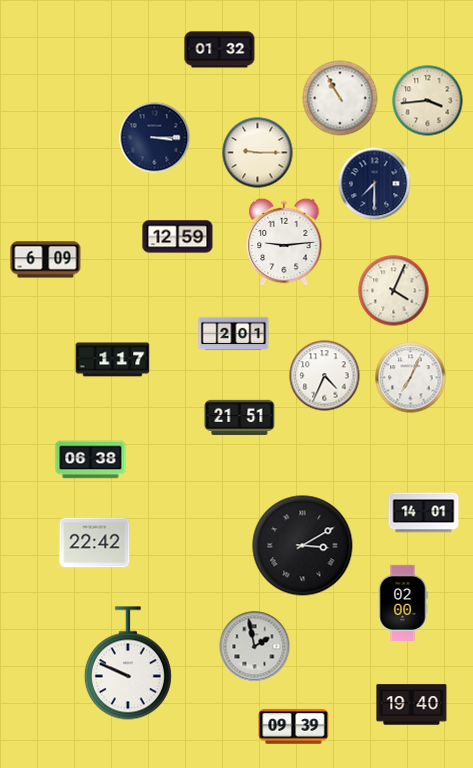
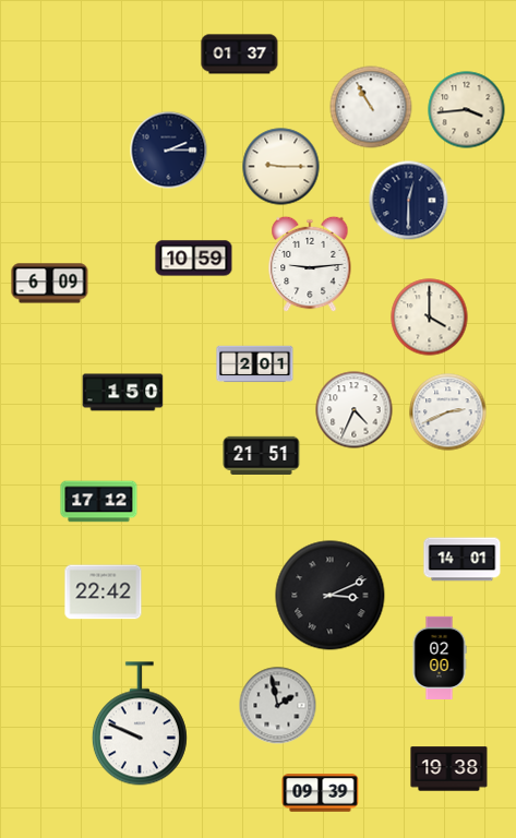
clock at (220, 50): 01:32 -> 01:37
clock at (155, 138): 3:15 -> 2:15
clock at (375, 184): 7:30 -> 12:30
clock at (178, 237): 12:59 -> 10:59
clock at (394, 291): 4:04 -> 4:00
clock at (113, 360): 1:17 -> 1:50
clock at (411, 378): 7:04 -> 2:41
clock at (91, 460): 06:38 -> 17:12
clock at (303, 546): 3:10 -> 3:11
clock at (412, 705): 19:40 -> 19:38
